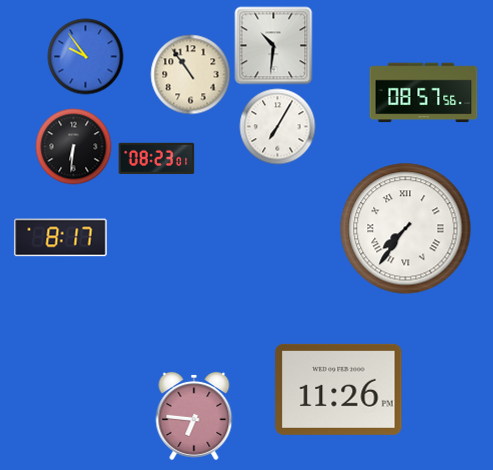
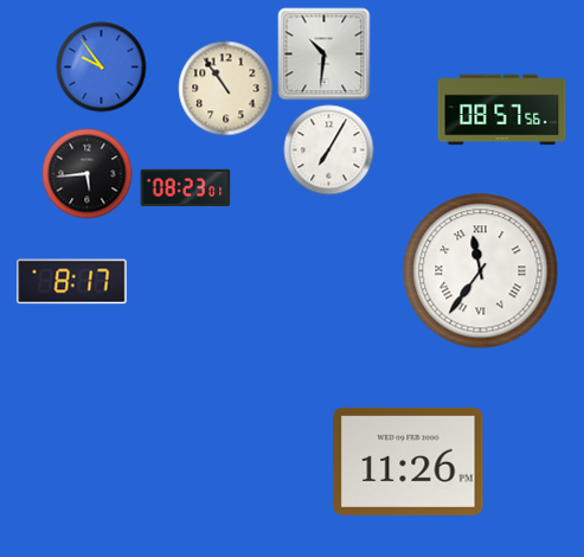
clock at (74, 147): 6:31 -> 5:44
clock at (406, 229): 7:36 -> 11:36
clock at (339, 389) position: (339, 389) -> (409, 461)
clock at (194, 416): 6:46 -> none
